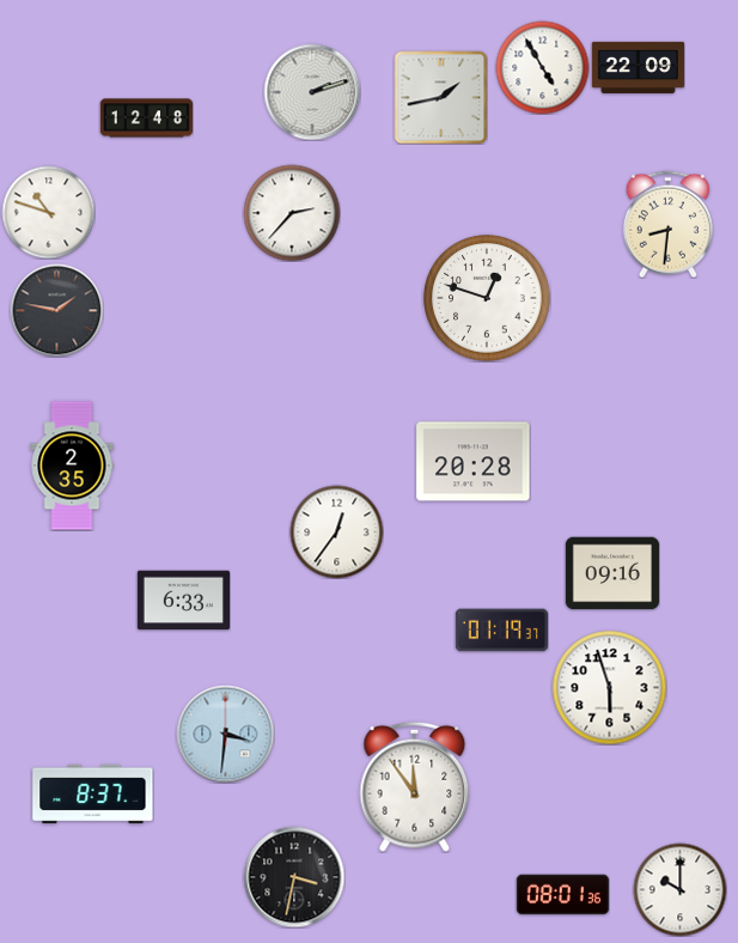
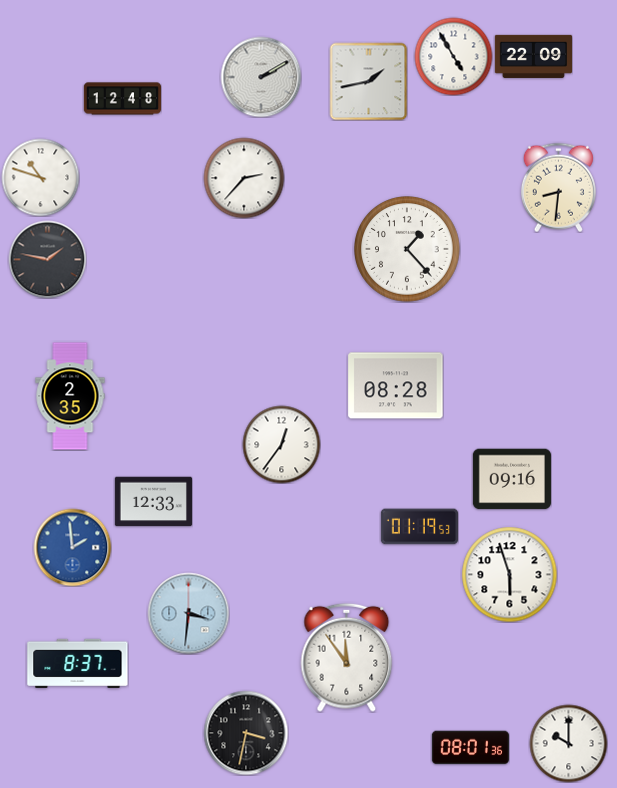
clock at (312, 92): 2:12 -> 2:10
clock at (487, 298): 12:48 -> 1:23
clock at (474, 462): 20:28 -> 08:28
clock at (72, 466) position: (72, 466) -> (70, 396)
clock at (183, 601): 6:33 -> 12:33
clock at (501, 631): 01:19:37 -> 01:19:53
clock at (72, 547): none -> 1:59
